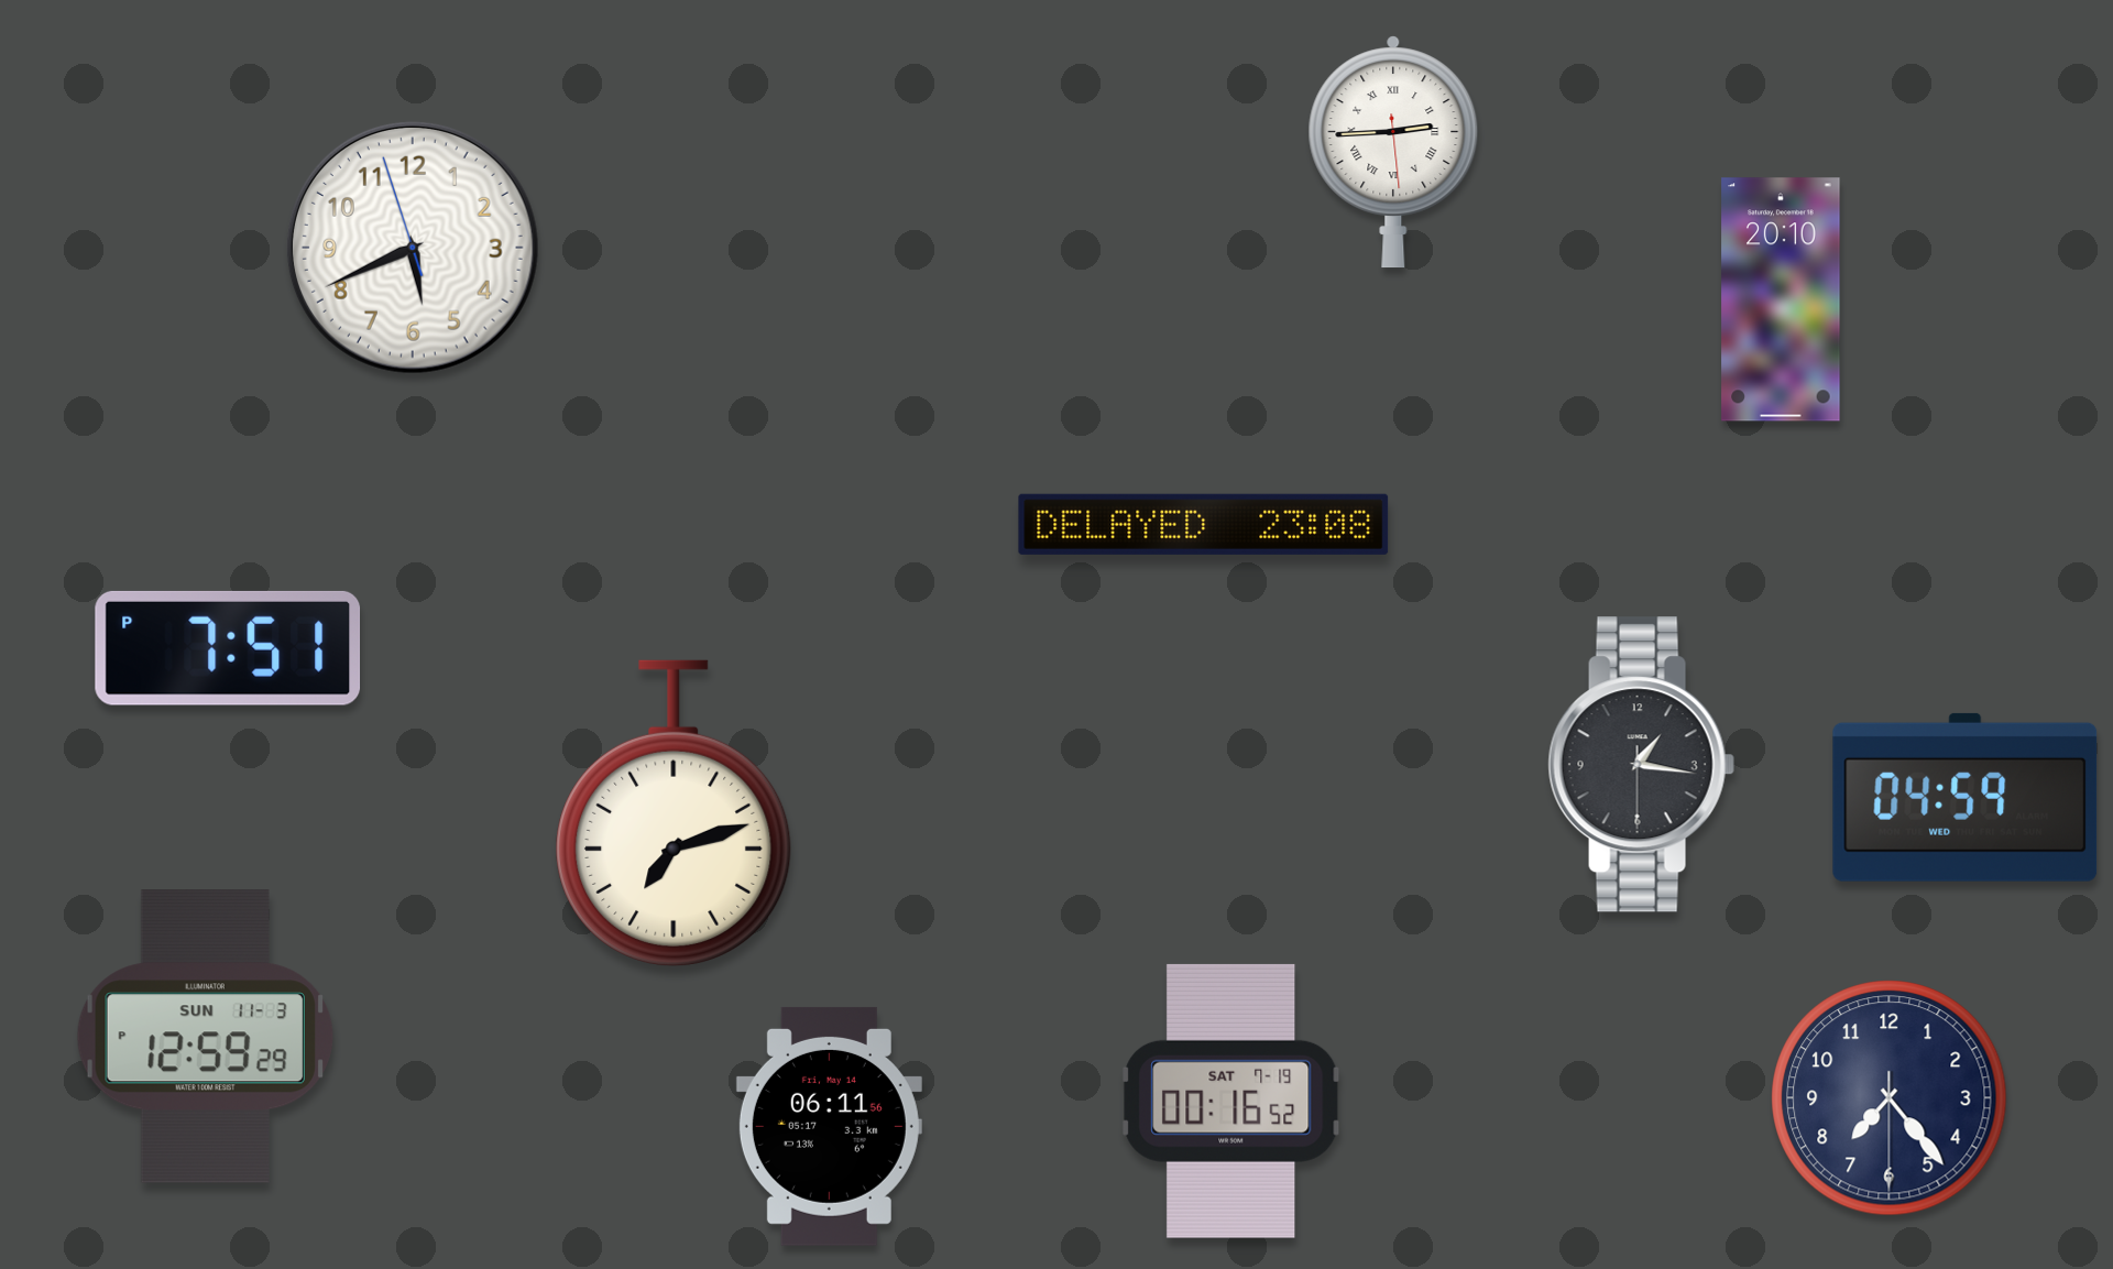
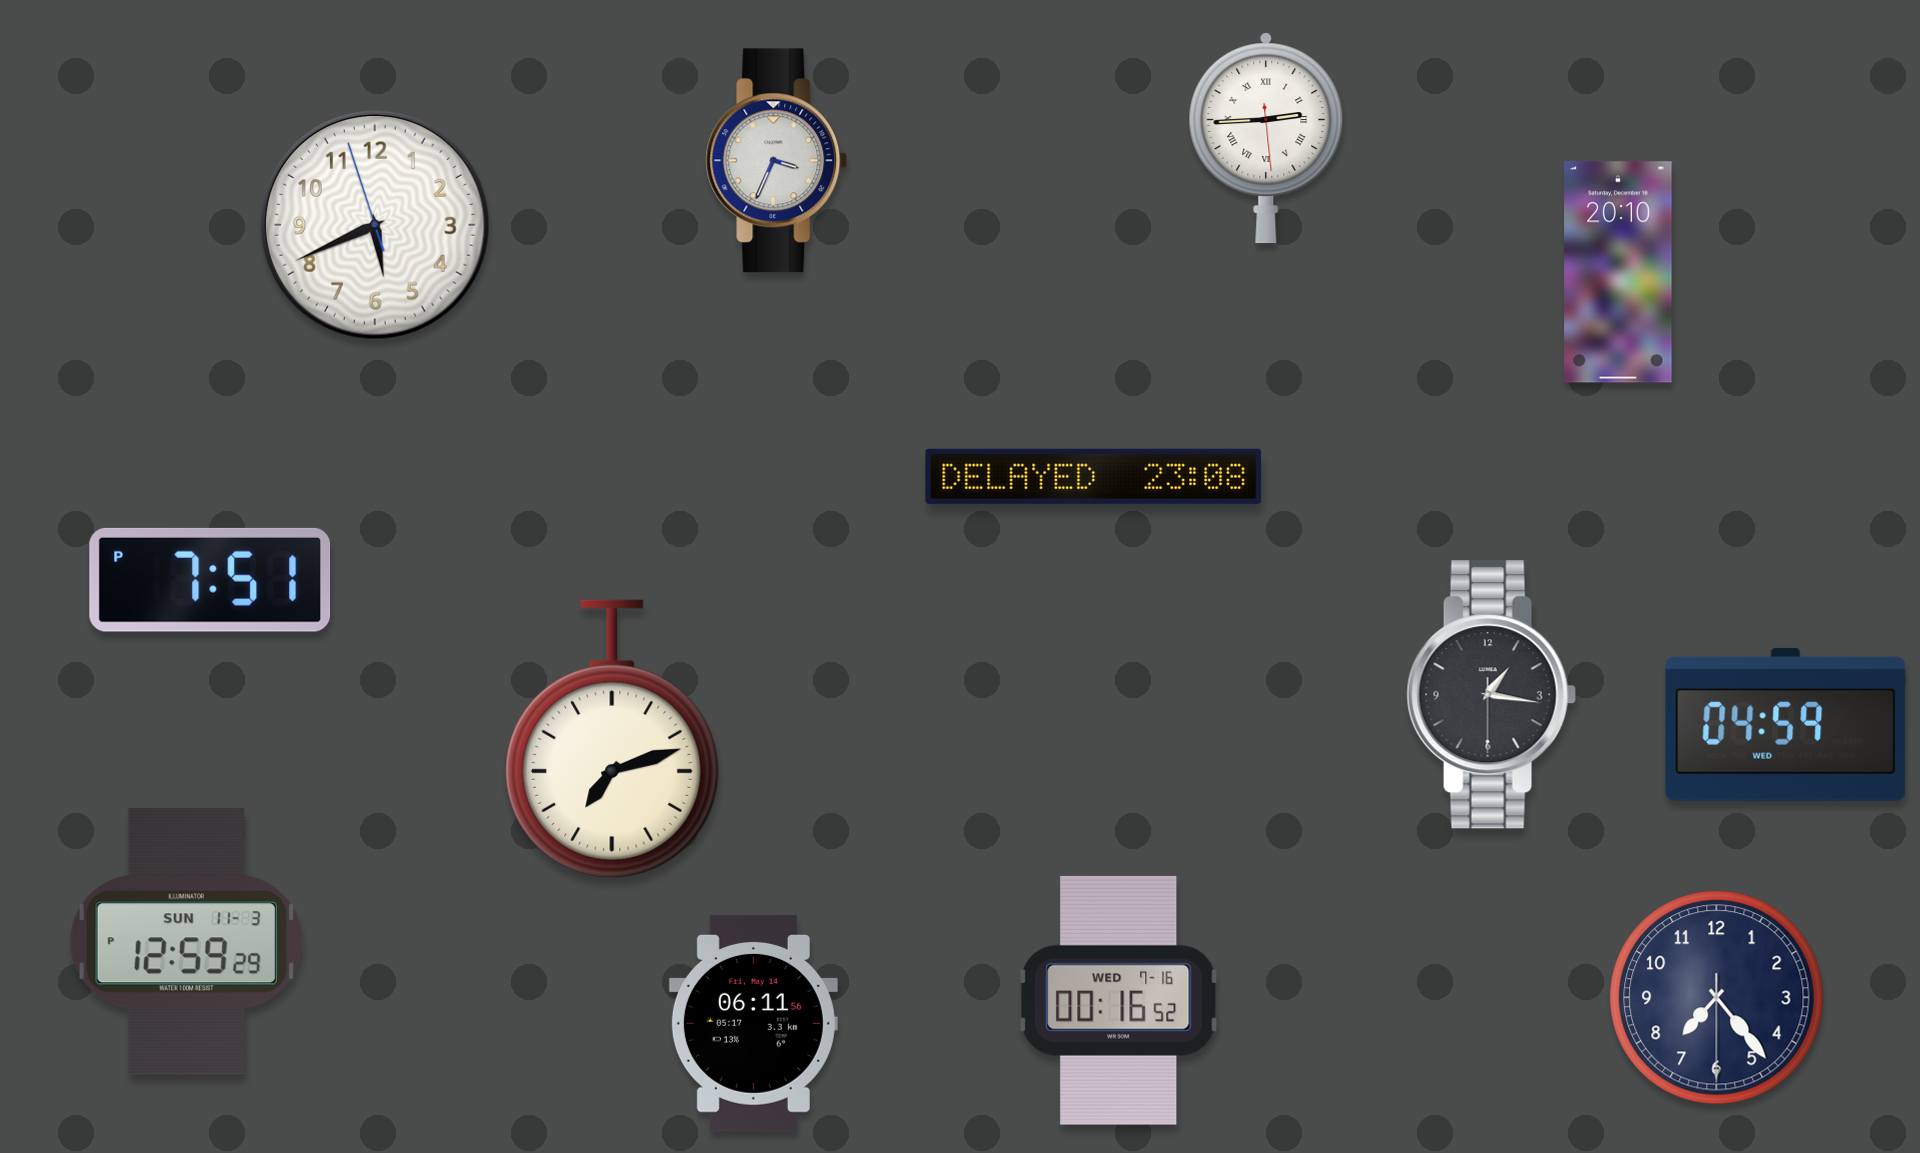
clock at (777, 161): none -> 3:34
clock at (228, 648) position: (228, 648) -> (210, 580)
clock at (1231, 1101) date: SAT 7-19 -> WED 7-16
